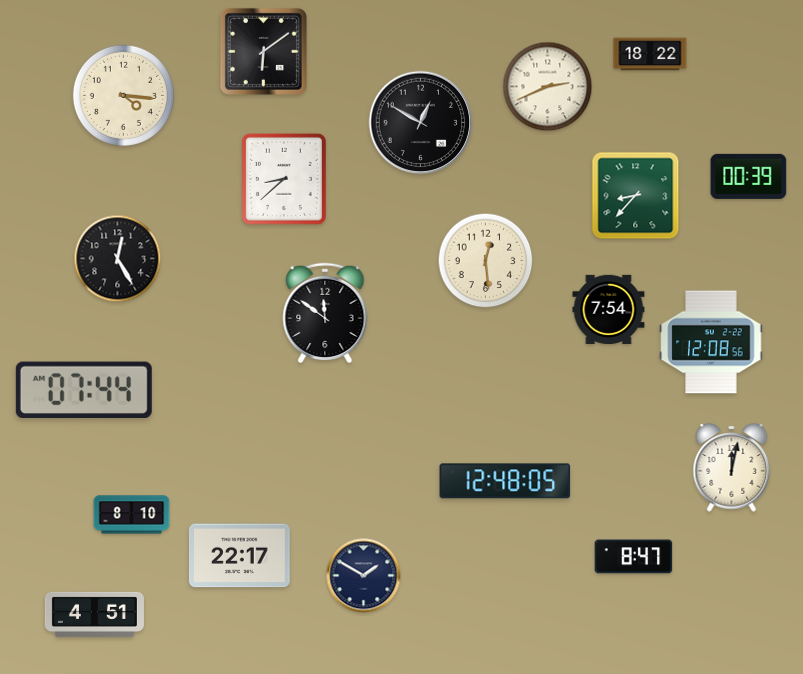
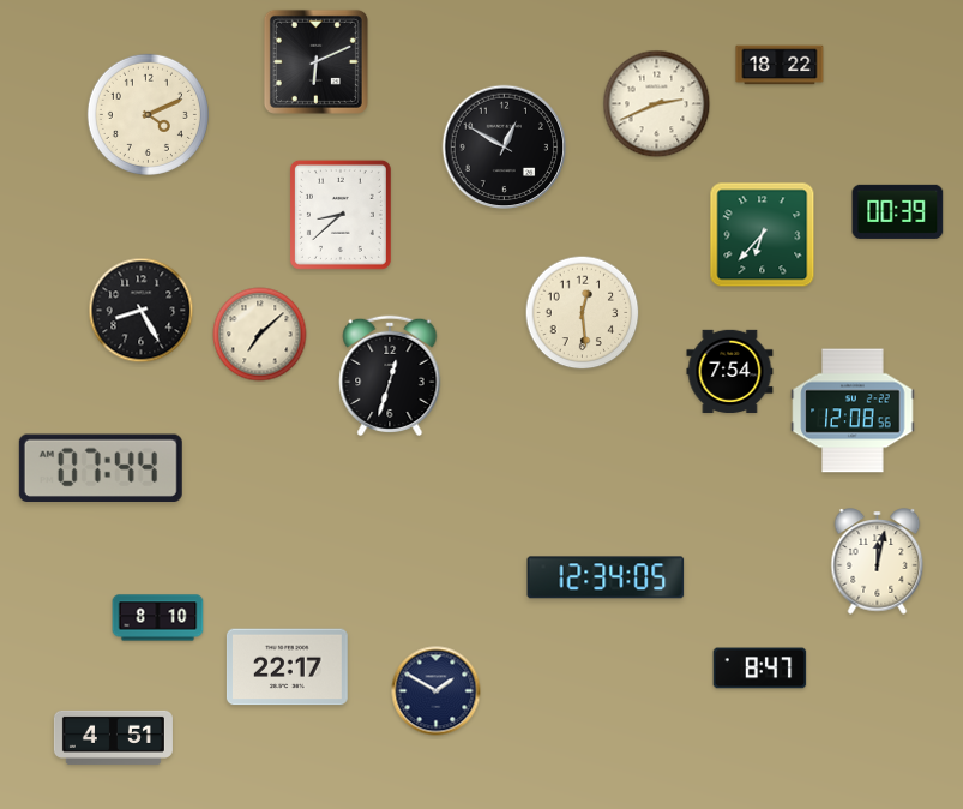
clock at (263, 51): 6:09 -> 6:11
clock at (123, 95): 4:16 -> 4:11
clock at (636, 196): 8:37 -> 6:37
clock at (118, 259): 12:25 -> 8:25
clock at (260, 335): none -> 7:08
clock at (325, 312): 11:51 -> 12:33
clock at (505, 481): 12:48 -> 12:34
